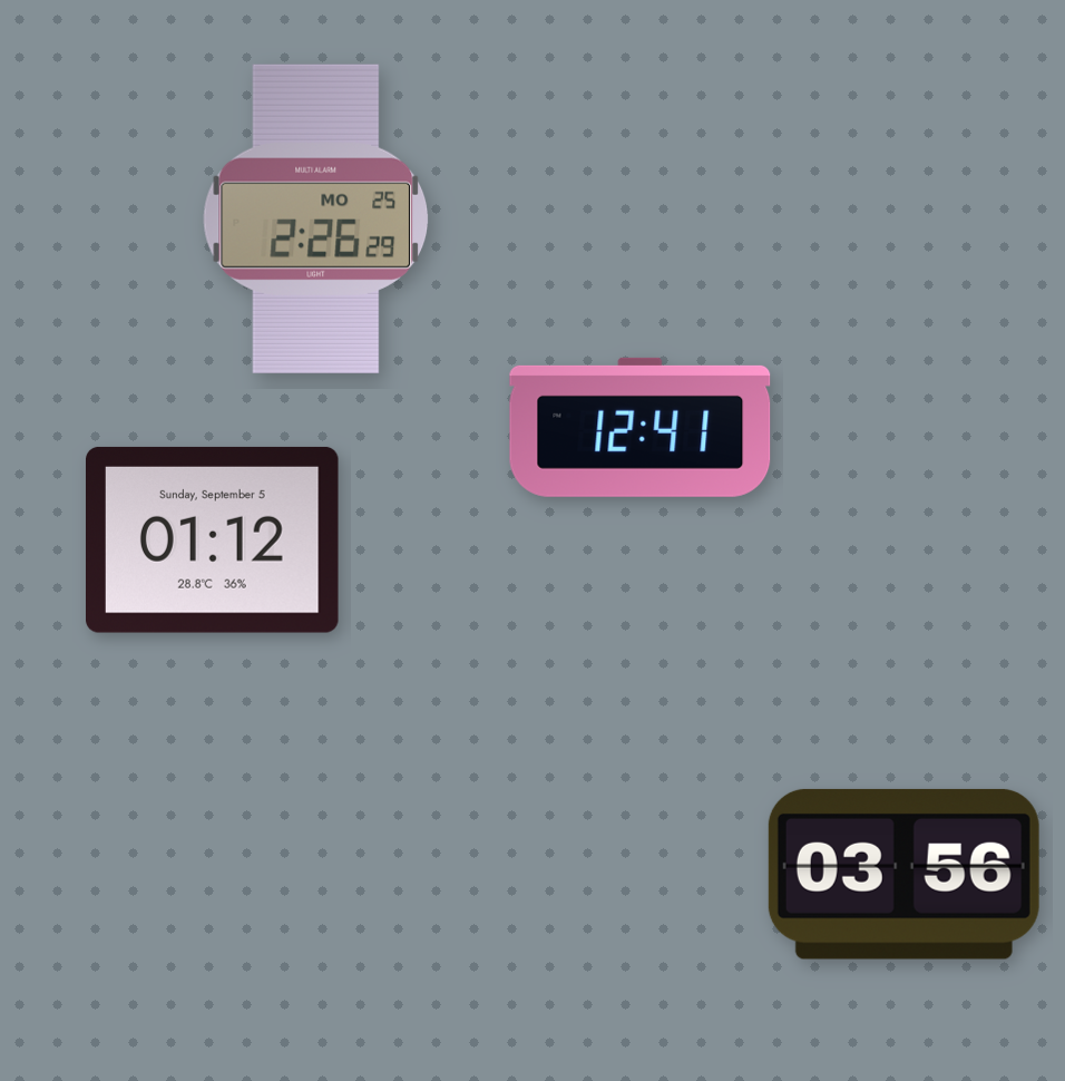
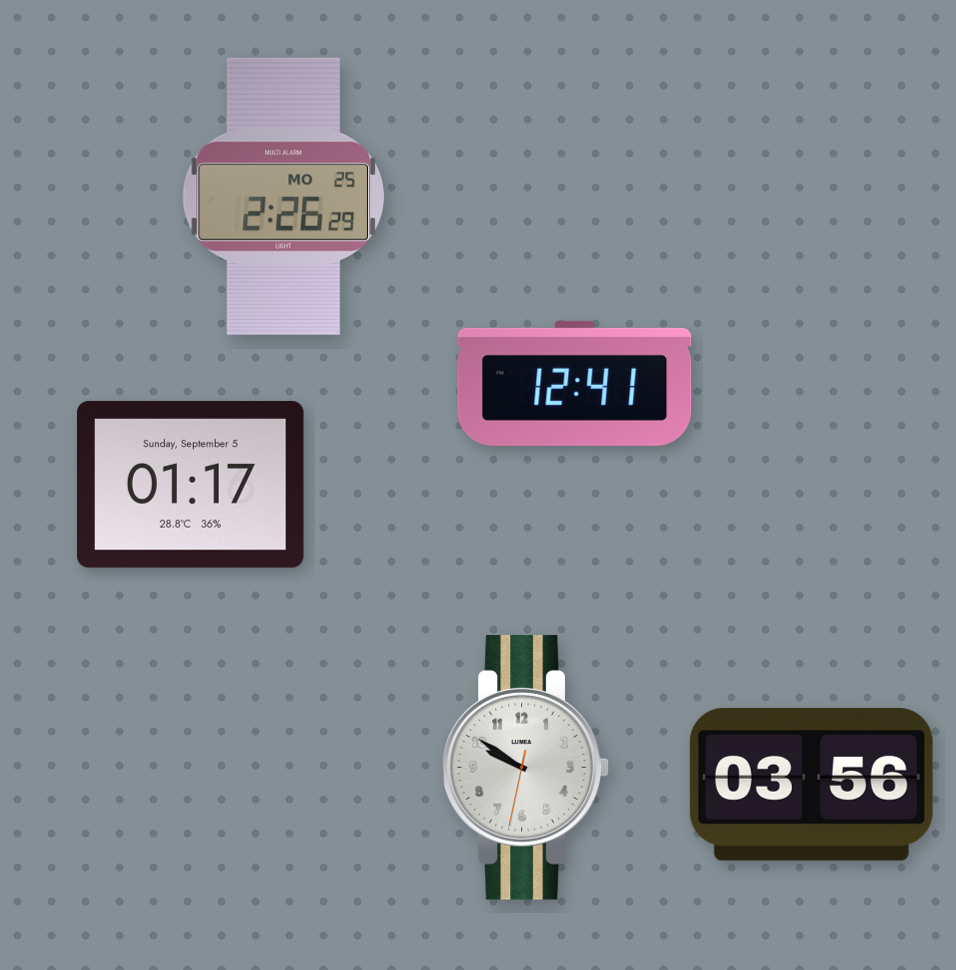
clock at (213, 539): 01:12 -> 01:17
clock at (525, 767): none -> 9:50
